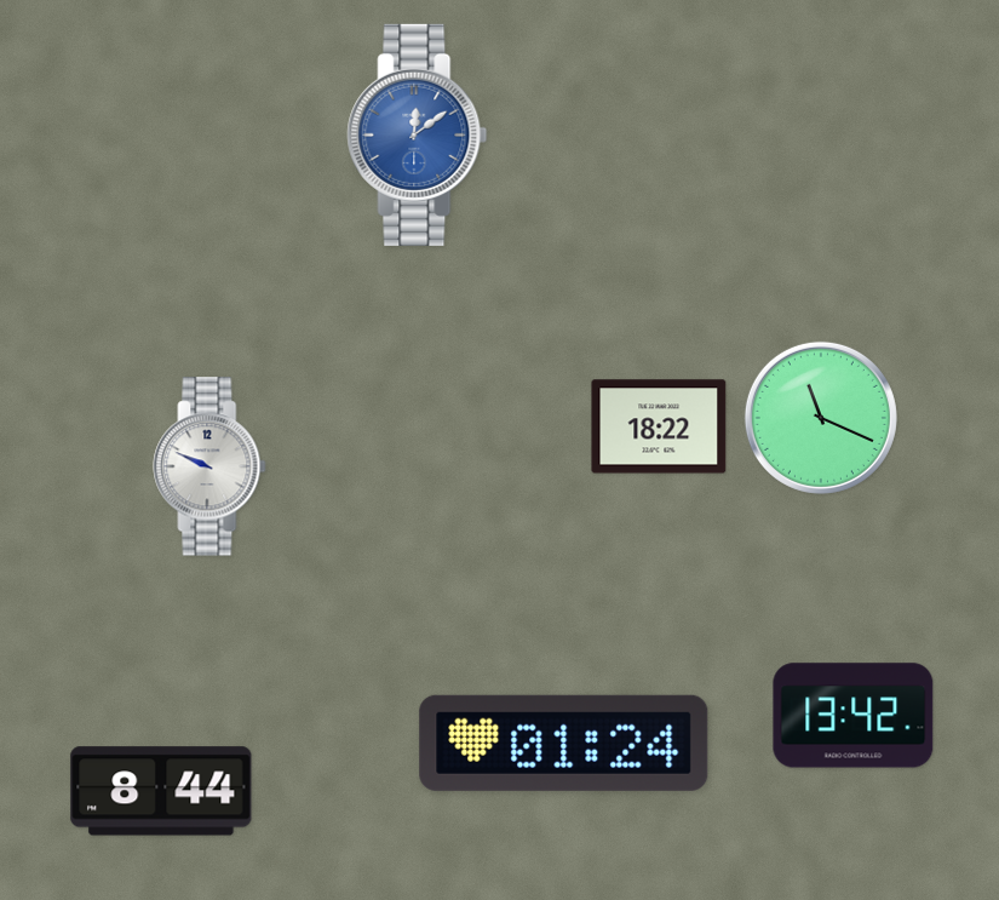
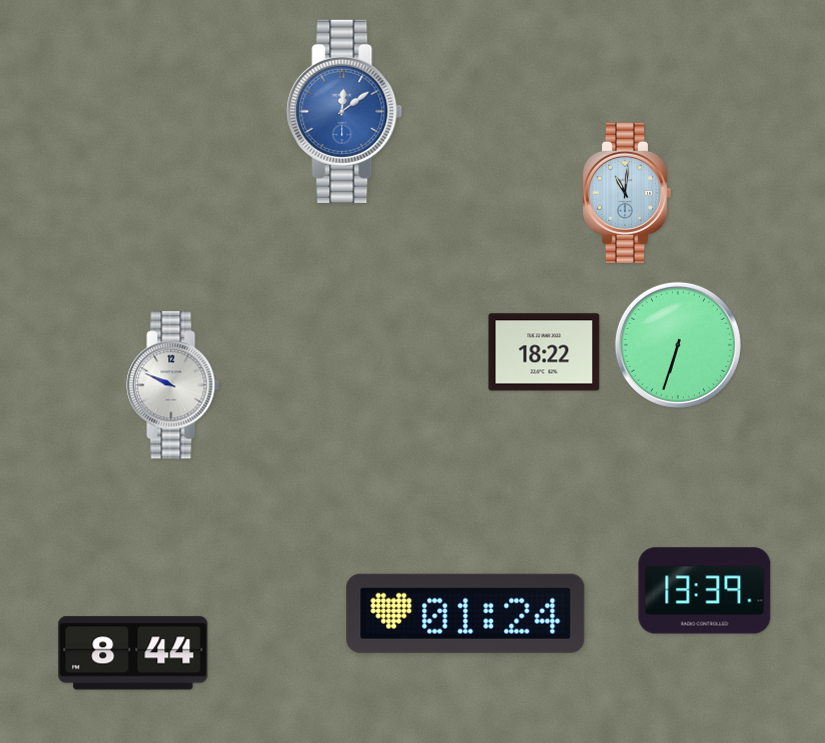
clock at (626, 193): none -> 11:01
clock at (821, 418): 11:19 -> 6:33
clock at (854, 716): 13:42 -> 13:39
